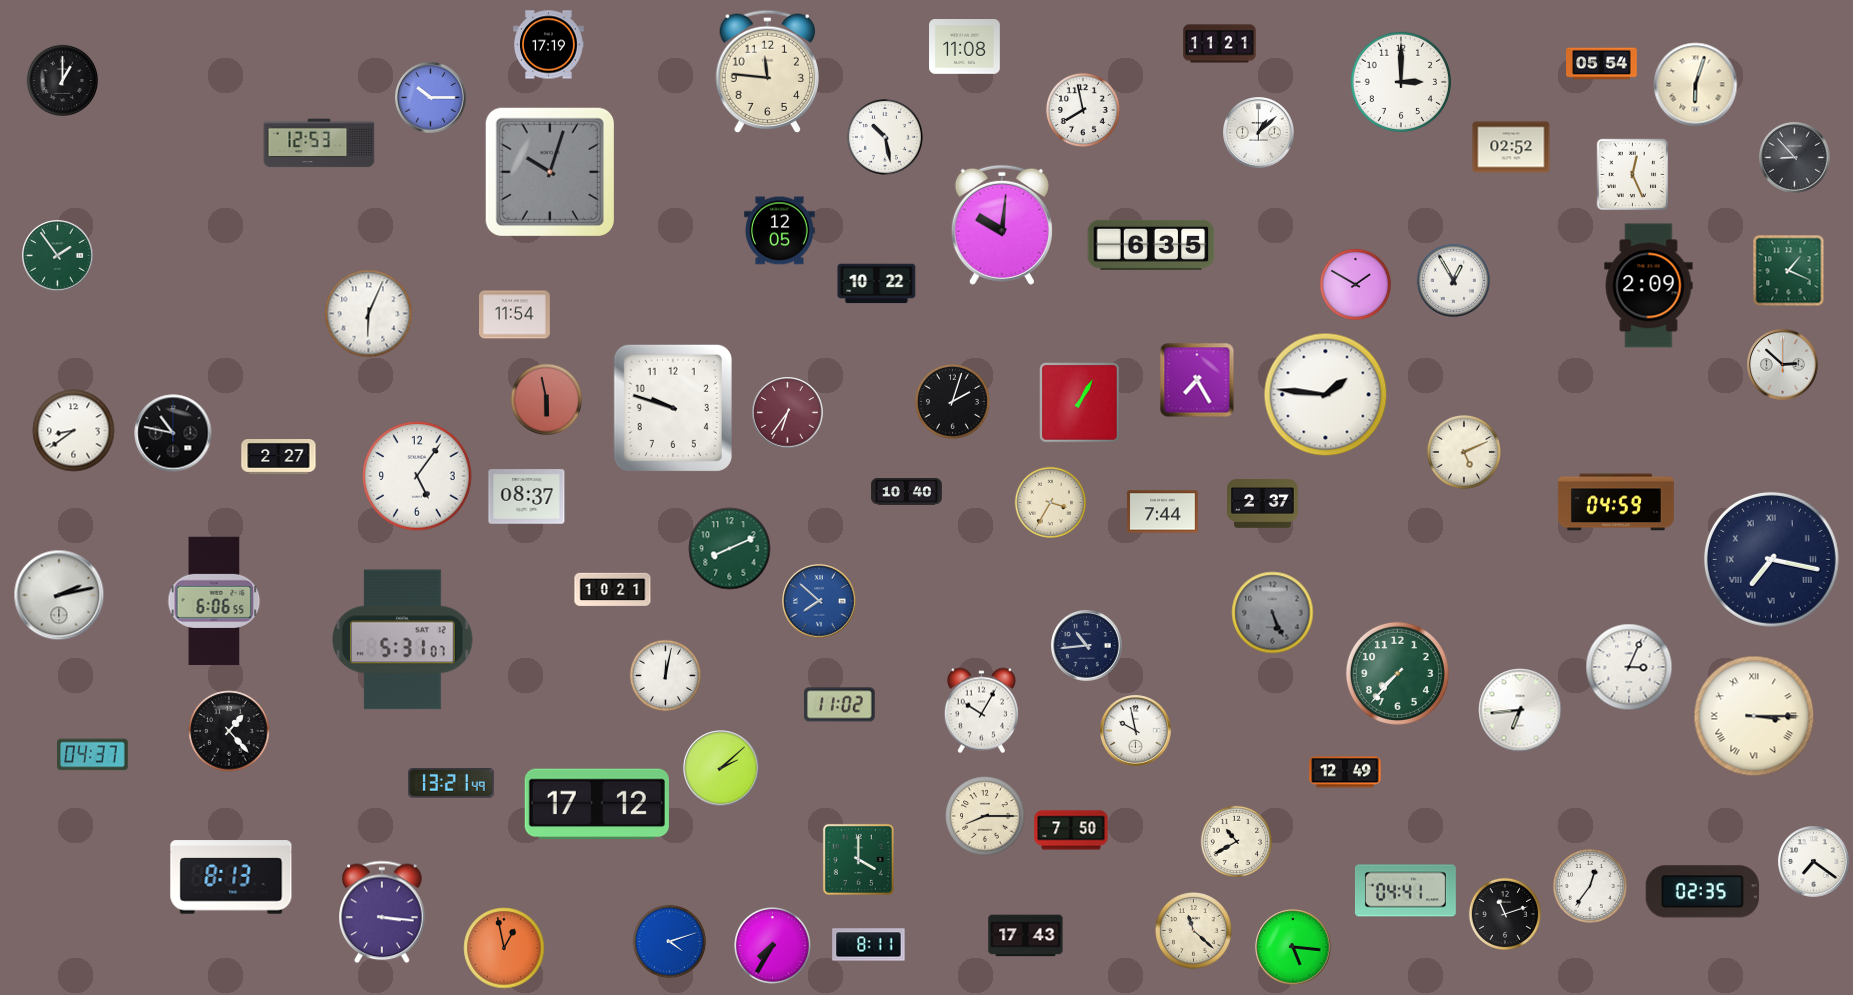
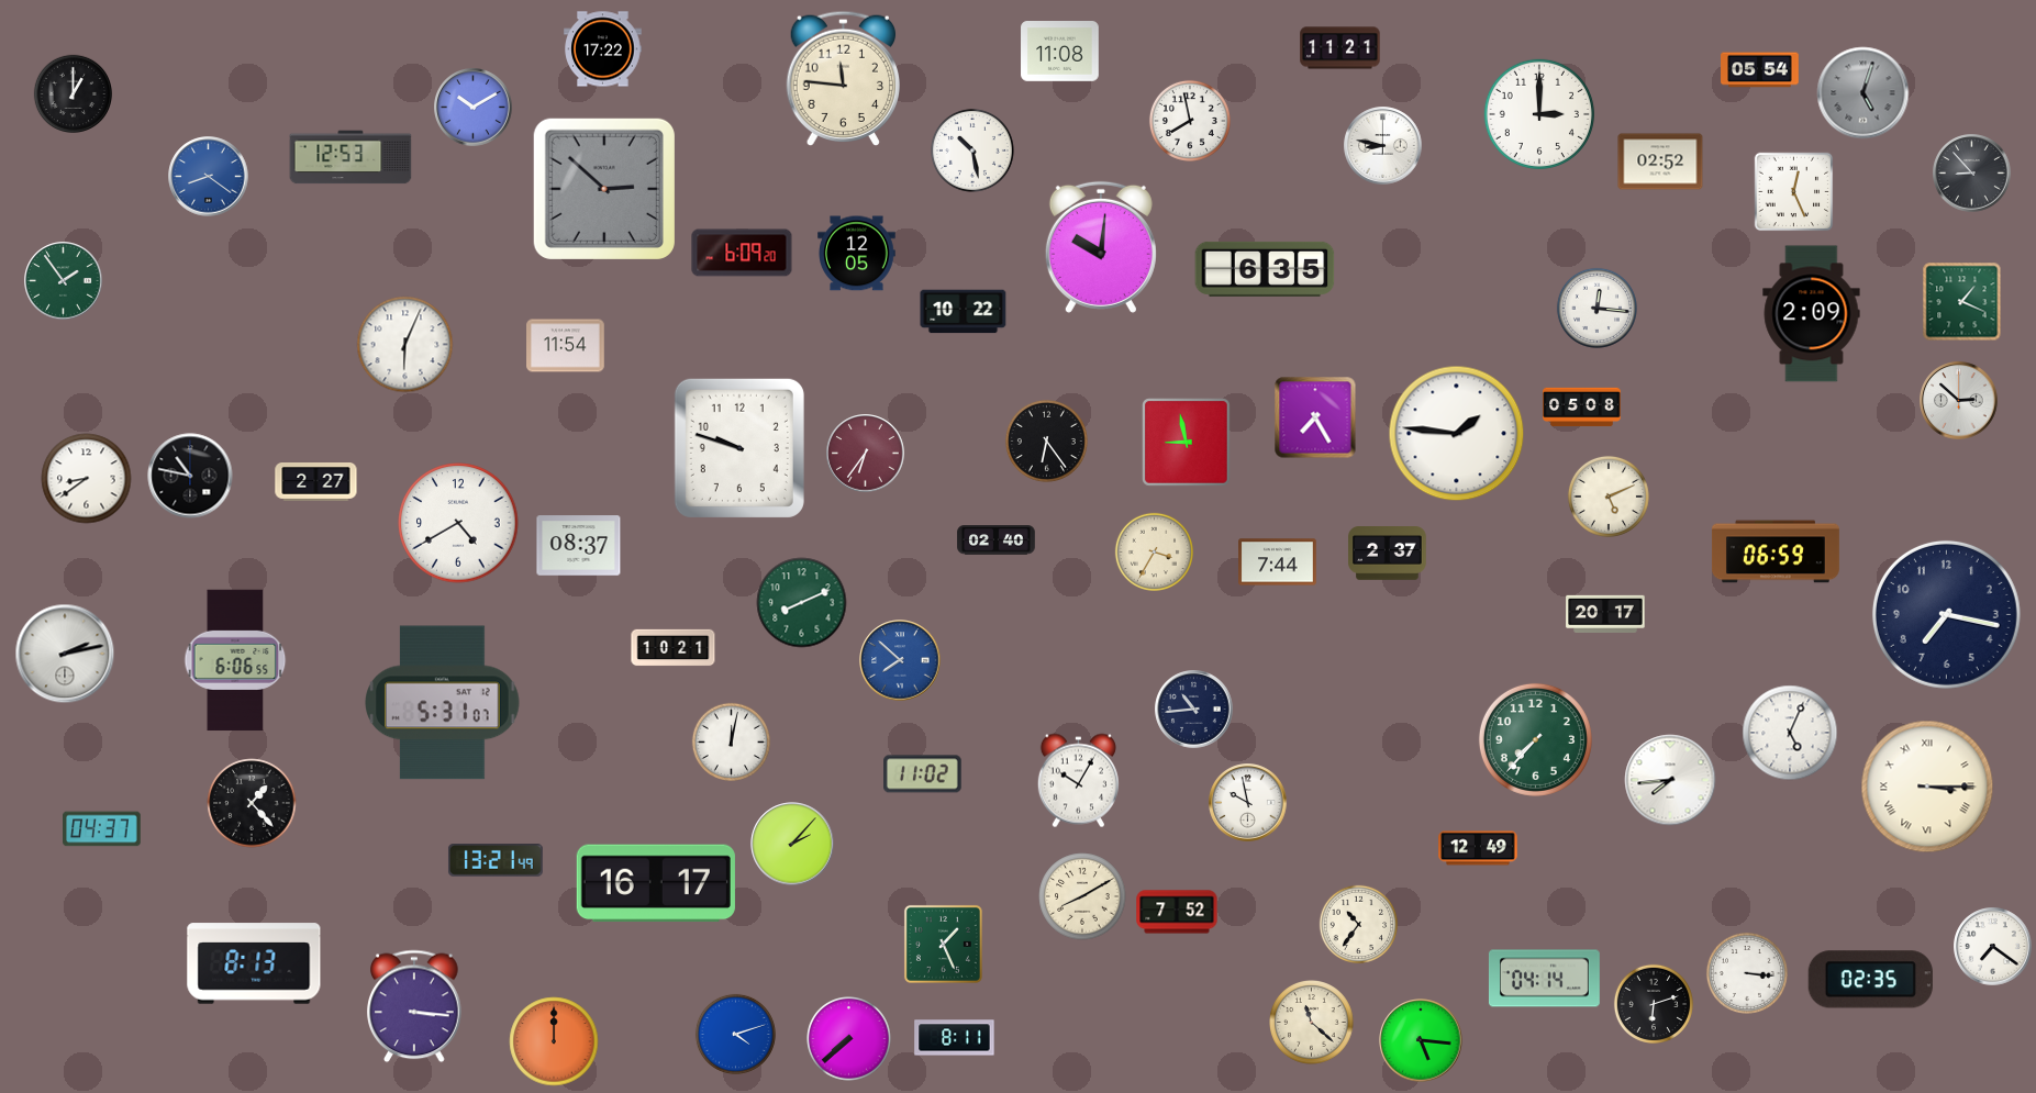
clock at (549, 45): 17:19 -> 17:22
clock at (62, 80) position: (62, 80) -> (73, 93)
clock at (1401, 82) position: (1401, 82) -> (1539, 114)
clock at (1696, 85): 6:03 -> 5:03
clock at (1696, 85) dial: cream -> grey
clock at (431, 98): 10:15 -> 10:10
clock at (1259, 133): 1:08 -> 8:47
clock at (209, 177): none -> 8:21
clock at (550, 172): 10:03 -> 2:52
clock at (742, 253): none -> 6:09
clock at (1789, 271) position: (1789, 271) -> (1962, 302)
clock at (1453, 280): 12:55 -> 12:16
clock at (1355, 284): 1:50 -> none
clock at (1582, 408): none -> 05:08
clock at (546, 399): 5:58 -> none
clock at (952, 401): 2:03 -> 6:24
clock at (1080, 403): 1:05 -> 8:58
clock at (74, 431) position: (74, 431) -> (87, 479)
clock at (279, 457) position: (279, 457) -> (316, 482)
clock at (417, 476): 5:06 -> 4:40
clock at (907, 492): 10:40 -> 02:40
clock at (1616, 502): 04:59 -> 06:59
clock at (1605, 614): none -> 20:17
clock at (1771, 559) numerals: Roman -> Arabic
clock at (1273, 613): 5:26 -> none
clock at (1629, 667): 3:04 -> 5:04
clock at (1520, 710): 6:44 -> 7:44
clock at (721, 768): 2:08 -> 2:07
clock at (597, 804): 17:12 -> 16:17
clock at (985, 816): 8:15 -> 8:10
clock at (1071, 830): 7:50 -> 7:52
clock at (1236, 841): 10:40 -> 10:36
clock at (858, 859): 4:00 -> 1:26
clock at (1590, 886): 12:36 -> 3:16
clock at (1405, 891): 04:41 -> 04:14
clock at (382, 912) position: (382, 912) -> (414, 1006)
clock at (1505, 914): 11:12 -> 6:12
clock at (1026, 936): 17:43 -> none
clock at (773, 946): 7:35 -> 7:38
clock at (504, 948): 12:58 -> 12:00
